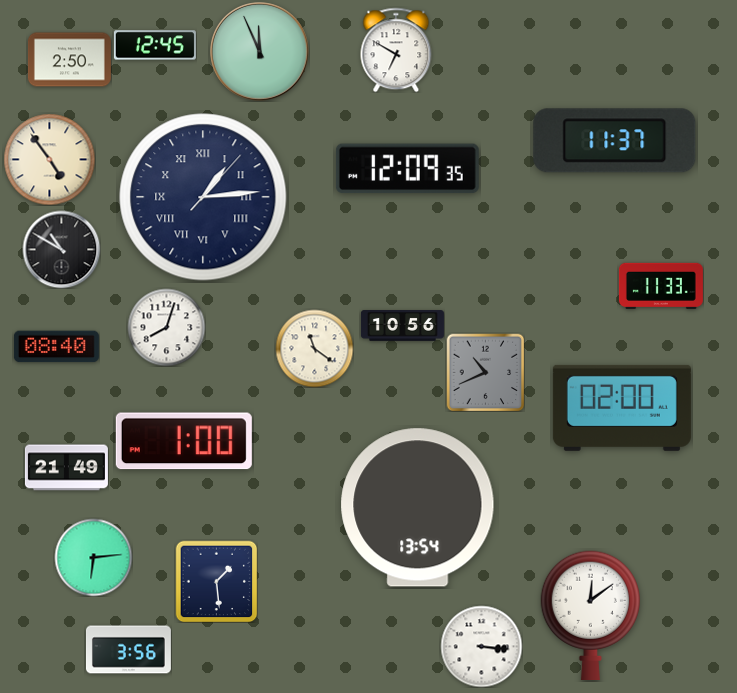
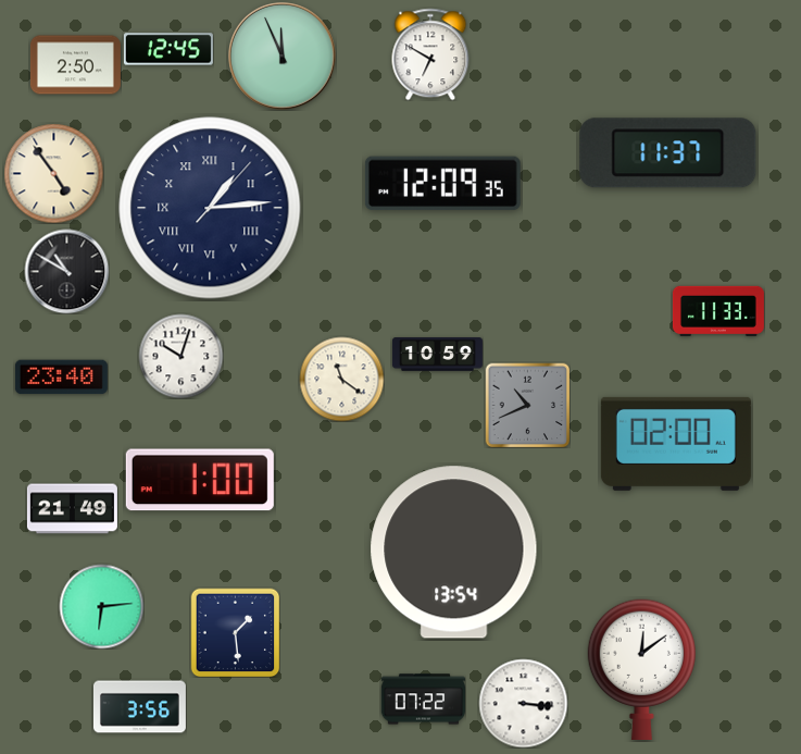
clock at (203, 197) position: (203, 197) -> (210, 208)
clock at (402, 326): 10:56 -> 10:59
clock at (166, 327): 8:03 -> 10:03
clock at (56, 347): 08:40 -> 23:40
clock at (423, 700): none -> 07:22
